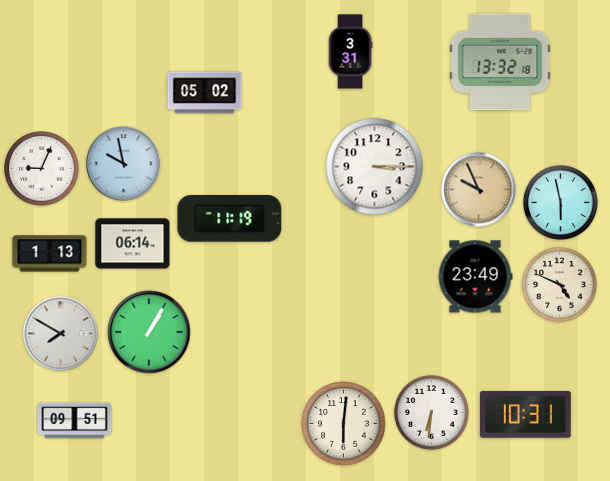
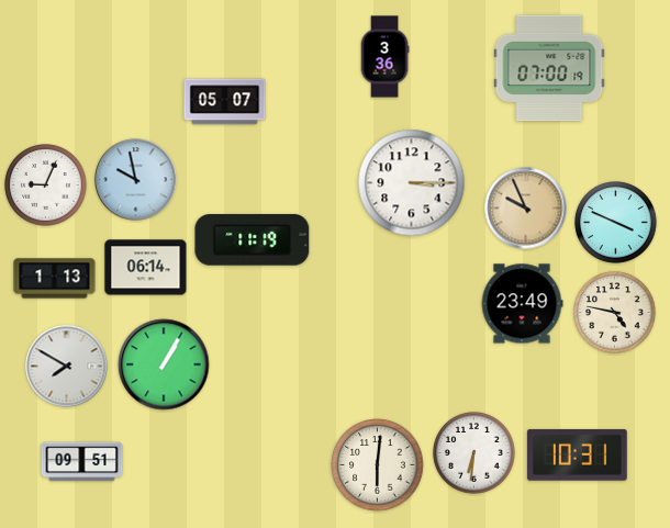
clock at (350, 52): 3:31 -> 3:36
clock at (500, 62): 13:32 -> 07:00
clock at (205, 93): 05:02 -> 05:07
clock at (561, 203): 5:58 -> 3:49
clock at (560, 285): 4:49 -> 4:47
